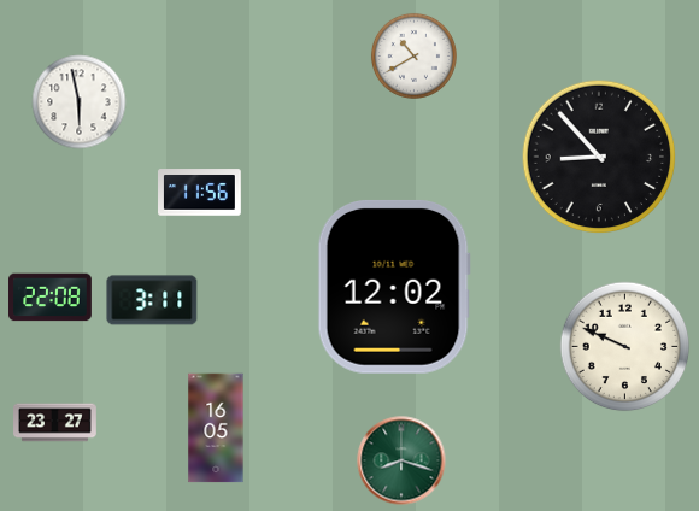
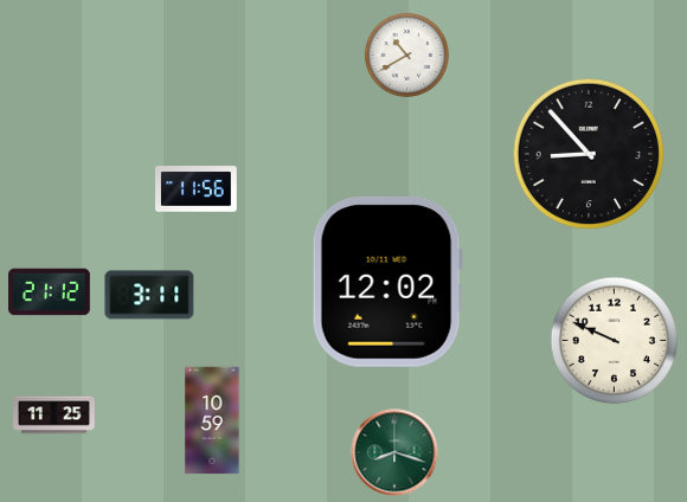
clock at (80, 102): 5:58 -> none
clock at (51, 298): 22:08 -> 21:12
clock at (55, 423): 23:27 -> 11:25
clock at (216, 428): 16:05 -> 10:59
